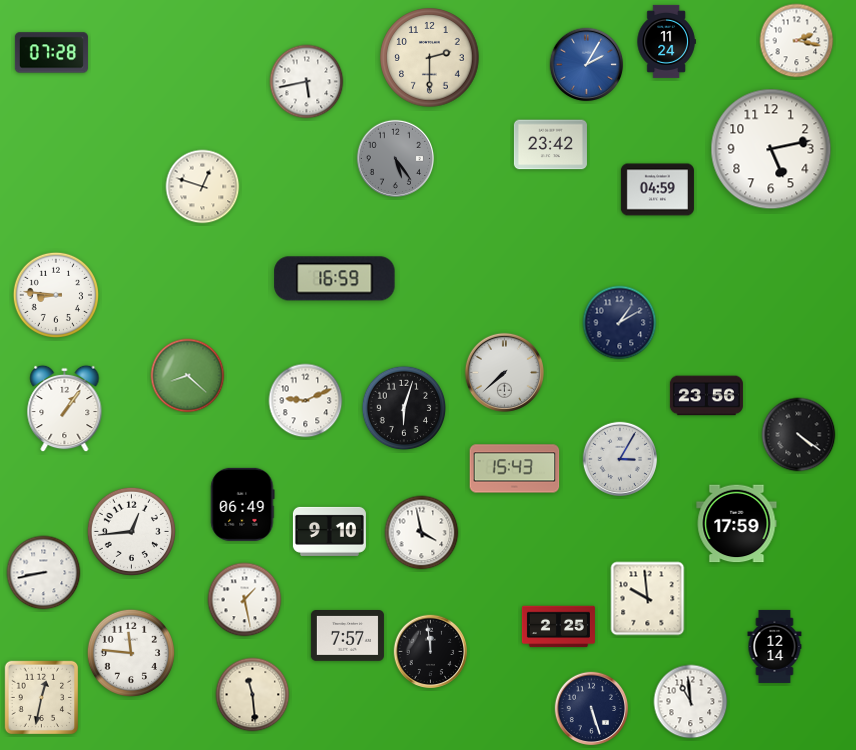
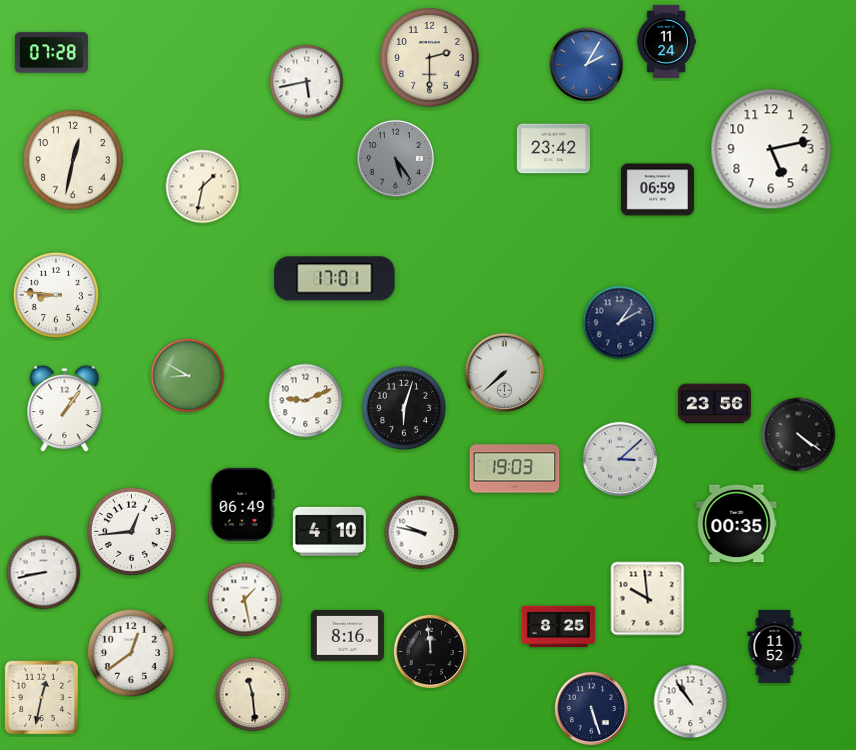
clock at (797, 41): 2:17 -> none
clock at (550, 145) position: (550, 145) -> (553, 149)
clock at (73, 160): none -> 12:32
clock at (203, 187): 12:48 -> 1:32
clock at (657, 190): 04:59 -> 06:59
clock at (335, 279): 16:59 -> 17:01
clock at (188, 376): 8:22 -> 8:50
clock at (706, 396) position: (706, 396) -> (714, 404)
clock at (620, 459): 3:05 -> 3:08
clock at (515, 469): 15:43 -> 19:03
clock at (737, 524): 17:59 -> 00:35
clock at (329, 531): 9:10 -> 4:10
clock at (422, 533): 3:58 -> 9:47
clock at (558, 627): 2:25 -> 8:25
clock at (347, 636): 7:57 -> 8:16
clock at (775, 646): 12:14 -> 11:52
clock at (131, 653): 11:46 -> 12:39
clock at (691, 702): 10:59 -> 10:54
